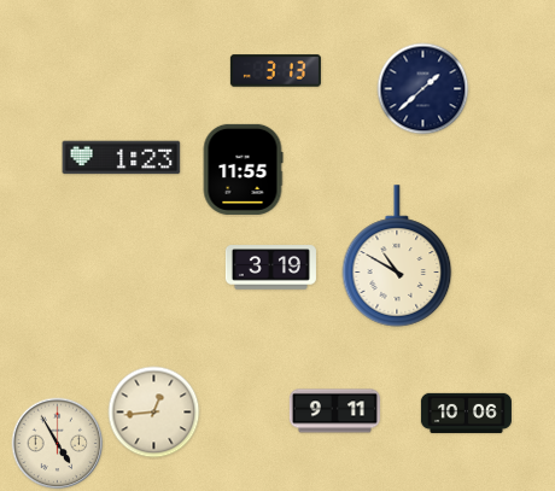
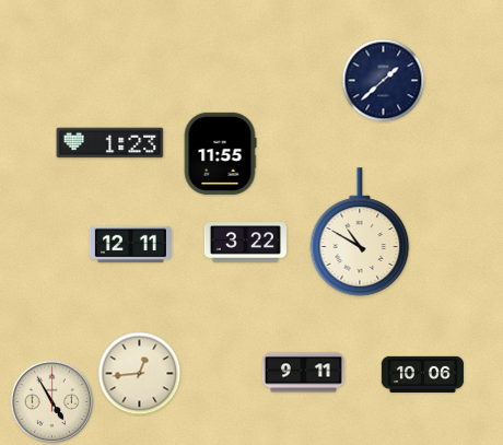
clock at (275, 71): 3:13 -> none
clock at (270, 268): 3:19 -> 3:22
clock at (130, 245): none -> 12:11
